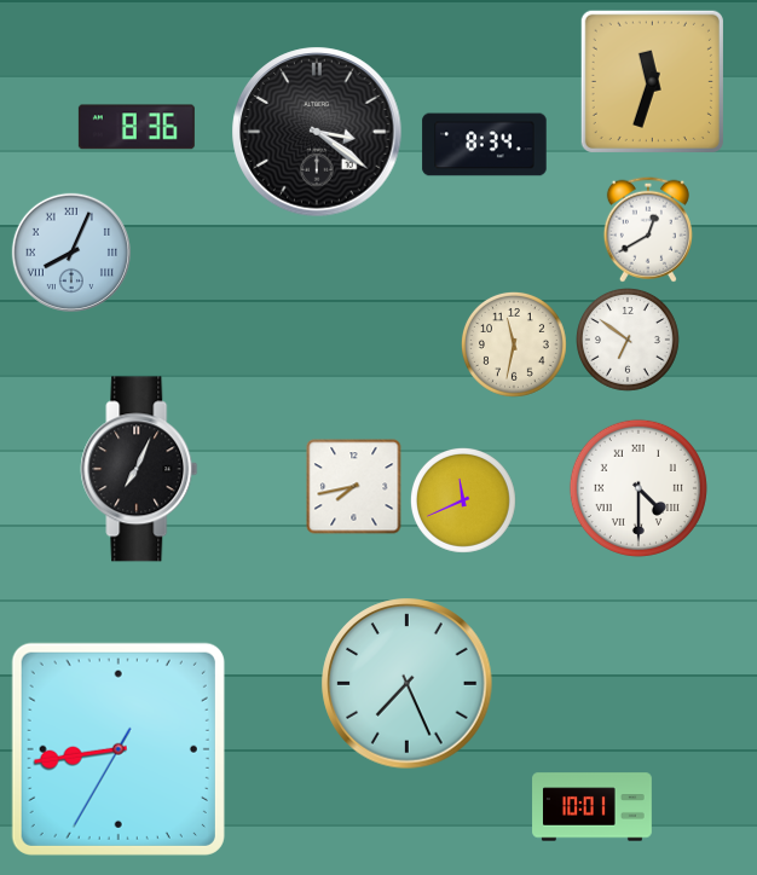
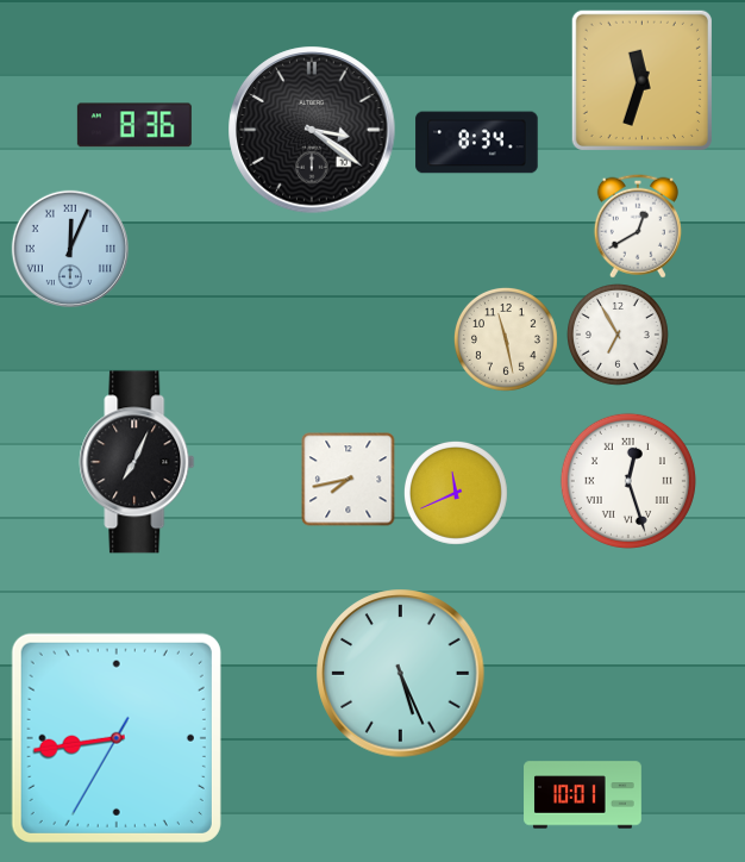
clock at (71, 253): 8:04 -> 12:04
clock at (629, 341): 6:51 -> 6:55
clock at (515, 346): 11:32 -> 11:28
clock at (638, 488): 4:30 -> 12:27
clock at (408, 684): 7:26 -> 5:26
